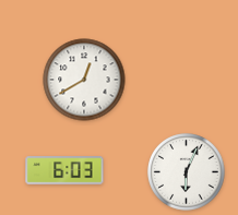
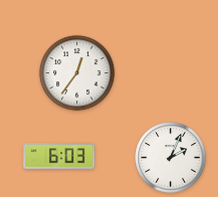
clock at (84, 80): 12:40 -> 12:36
clock at (187, 172): 6:04 -> 2:04
